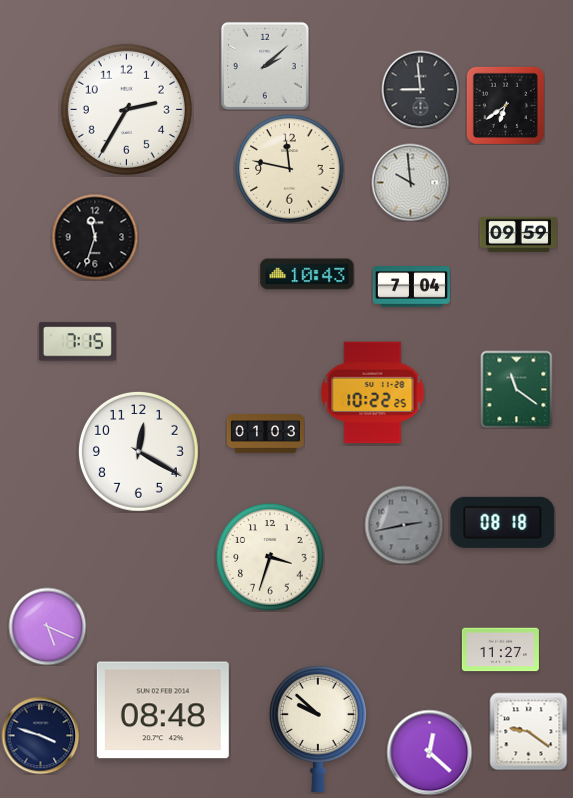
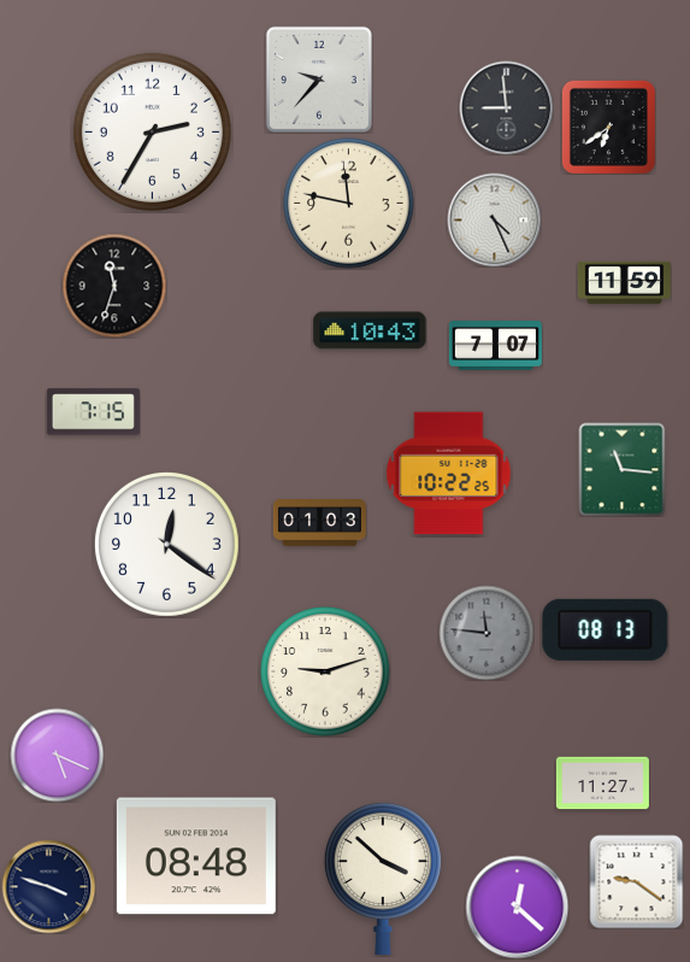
clock at (265, 66): 2:08 -> 9:37
clock at (410, 182): 9:59 -> 4:26
clock at (518, 234): 09:59 -> 11:59
clock at (411, 287): 7:04 -> 7:07
clock at (517, 389): 11:21 -> 11:16
clock at (138, 451): 12:20 -> 12:21
clock at (503, 522): 08:18 -> 08:13
clock at (404, 525): 2:43 -> 11:46
clock at (270, 557): 3:33 -> 9:12
clock at (318, 728): 9:52 -> 3:52
